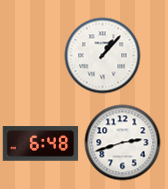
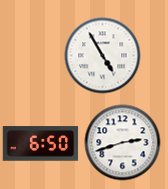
clock at (103, 56): 1:07 -> 4:55
clock at (41, 144): 6:48 -> 6:50
